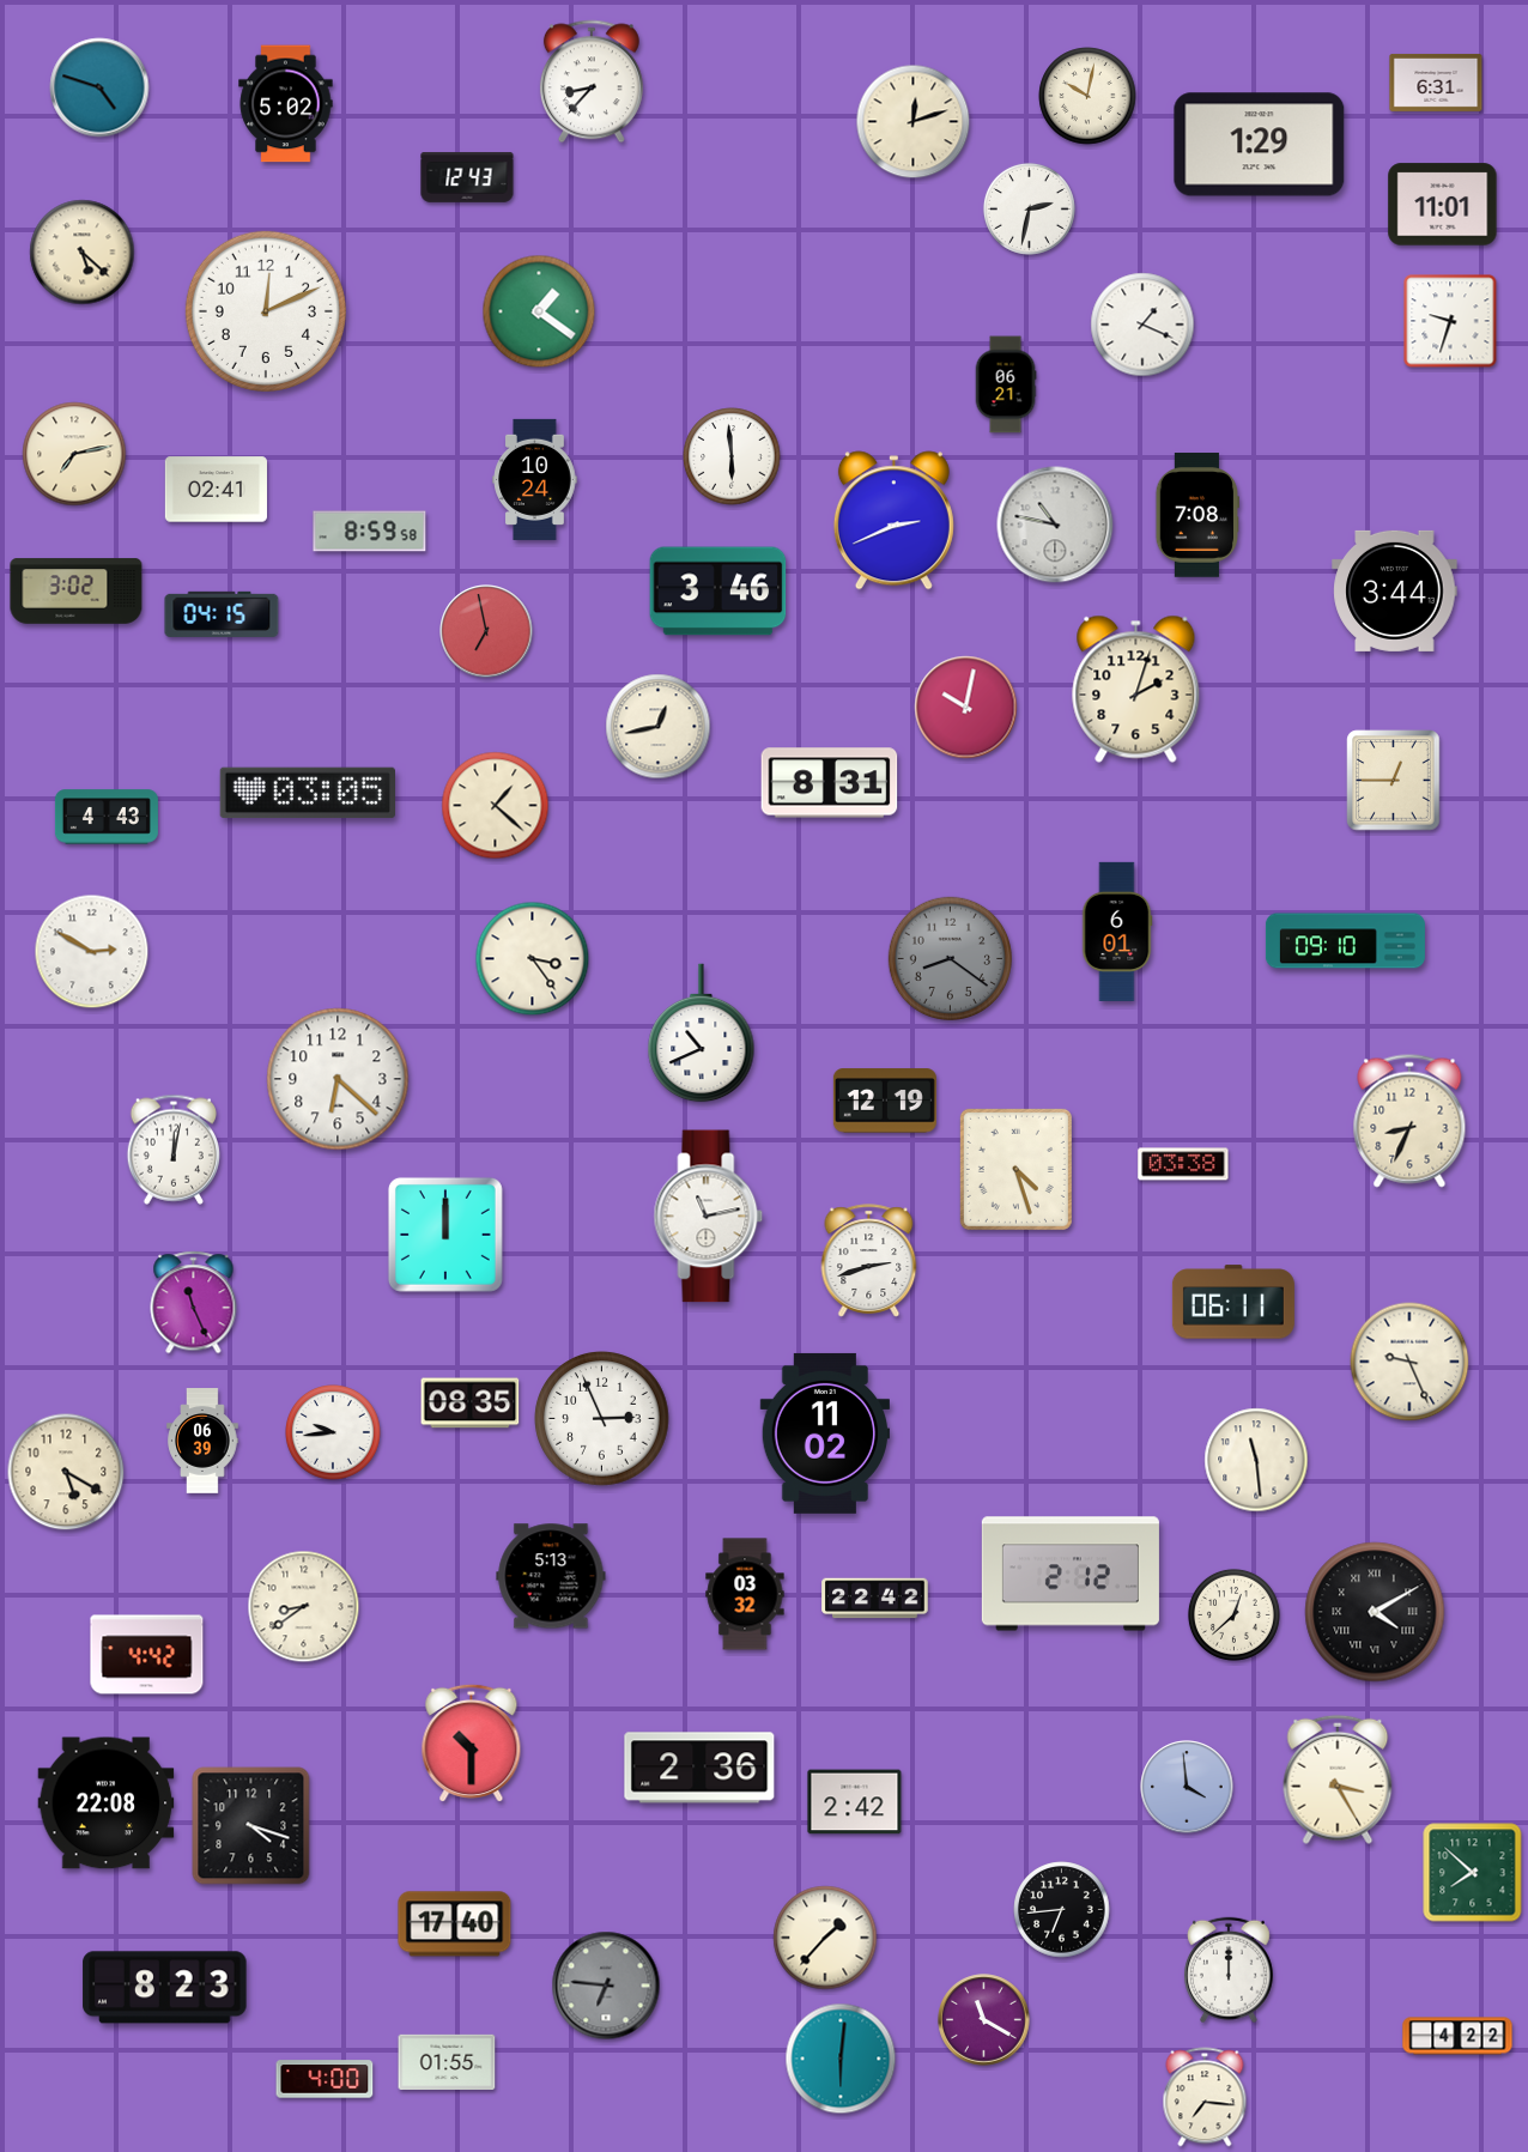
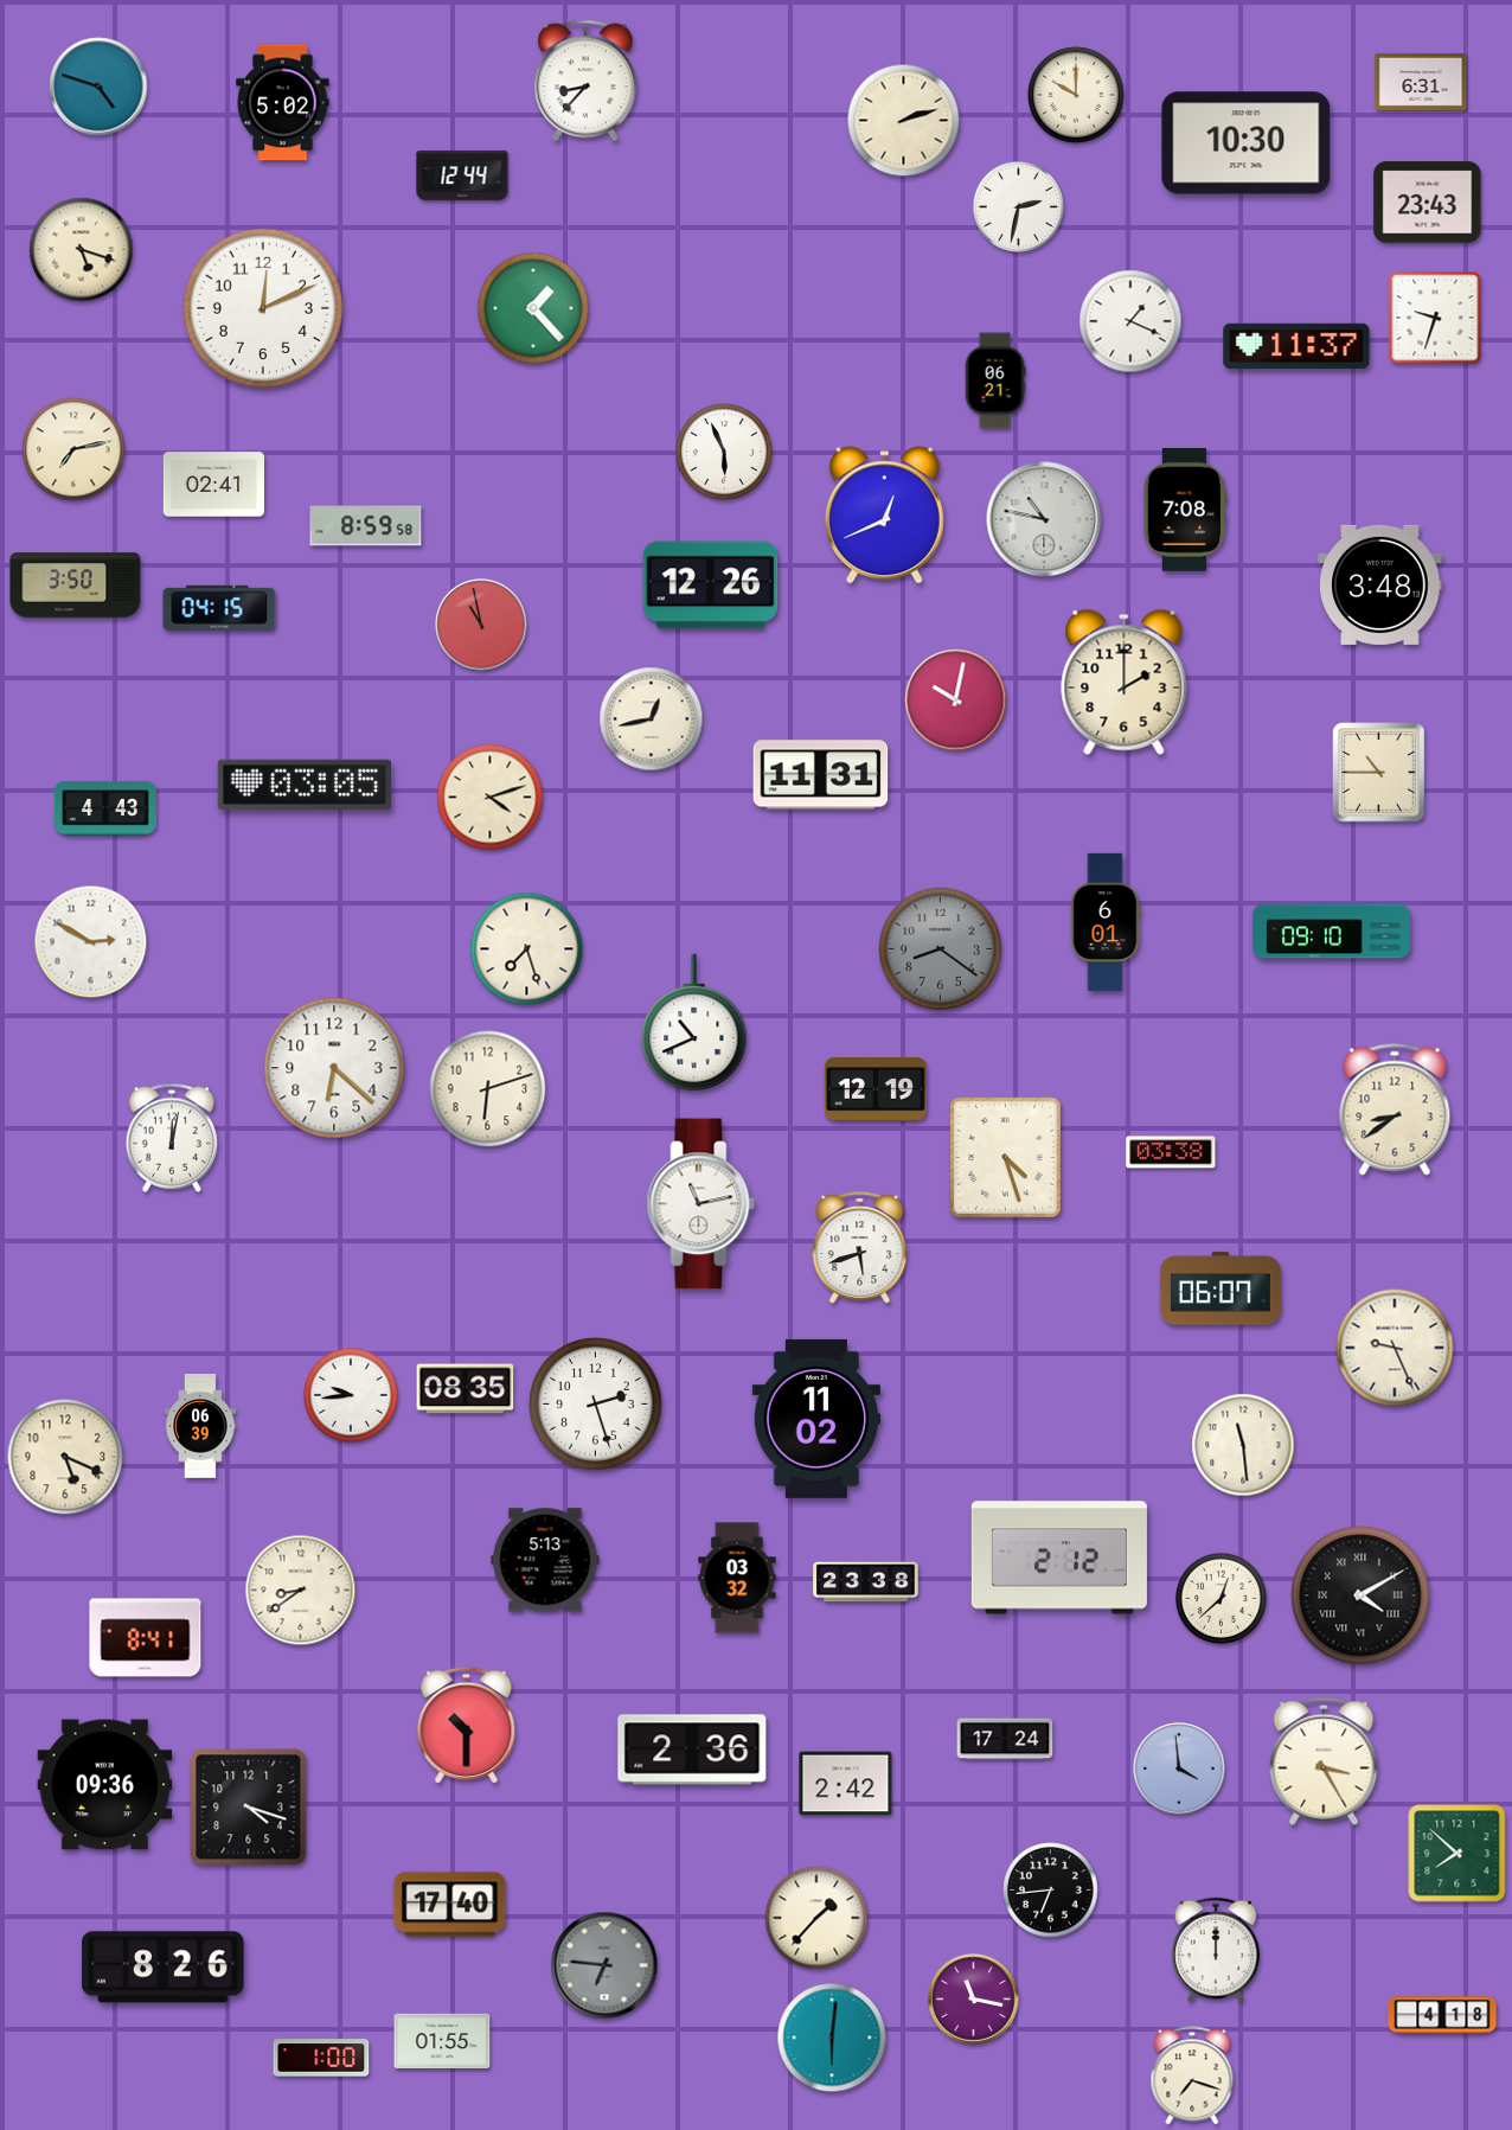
clock at (1087, 96): 10:02 -> 10:00
clock at (914, 122): 12:12 -> 2:12
clock at (1260, 145): 1:29 -> 10:30
clock at (467, 177): 12:43 -> 12:44
clock at (1443, 205): 11:01 -> 23:43
clock at (83, 253): 5:22 -> 5:18
clock at (539, 311): 1:21 -> 1:23
clock at (1296, 346): none -> 11:37
clock at (732, 456): 5:59 -> 5:56
clock at (535, 479): 10:24 -> none
clock at (893, 521): 2:41 -> 12:41
clock at (1395, 590): 3:44 -> 3:48
clock at (77, 592): 3:02 -> 3:50
clock at (718, 592): 3:46 -> 12:26
clock at (486, 631): 6:58 -> 10:58
clock at (1136, 689): 2:03 -> 2:00
clock at (1394, 781): 12:45 -> 10:45
clock at (830, 783): 8:31 -> 11:31
clock at (496, 806): 1:22 -> 4:12
clock at (533, 959): 3:24 -> 7:27
clock at (488, 1089): none -> 6:12
clock at (1409, 1121): 8:34 -> 8:39
clock at (445, 1235): 12:00 -> none
clock at (869, 1261): 2:42 -> 5:42
clock at (1233, 1302): 06:11 -> 06:07
clock at (194, 1303): 11:26 -> none
clock at (602, 1419): 2:56 -> 2:27
clock at (334, 1433) position: (334, 1433) -> (352, 1396)
clock at (66, 1472): 5:20 -> 5:19
clock at (875, 1599): 22:42 -> 23:38
clock at (147, 1655): 4:42 -> 8:41
clock at (1005, 1739): none -> 17:24
clock at (1187, 1787) position: (1187, 1787) -> (1179, 1768)
clock at (107, 1804): 22:08 -> 09:36
clock at (606, 1986) position: (606, 1986) -> (604, 1965)
clock at (165, 1988): 8:23 -> 8:26
clock at (984, 2020): 11:20 -> 11:17
clock at (1457, 2036): 4:22 -> 4:18
clock at (325, 2079): 4:00 -> 1:00
clock at (1205, 2097): 7:16 -> 7:18
